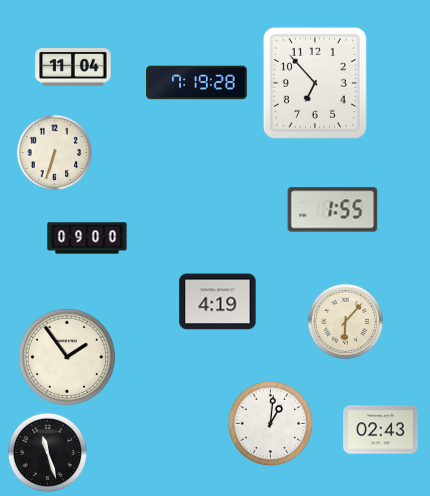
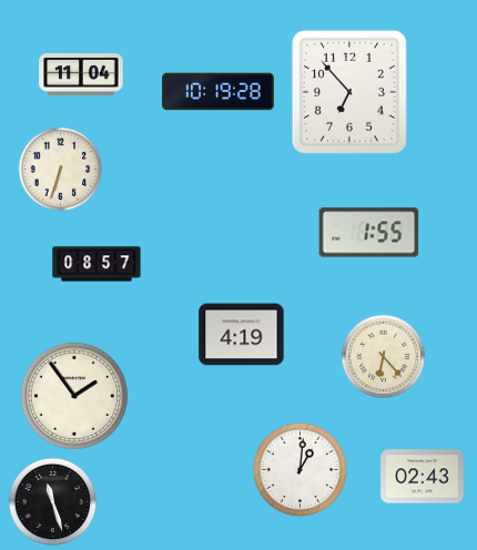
clock at (197, 83): 7:19 -> 10:19
clock at (87, 238): 09:00 -> 08:57
clock at (346, 322): 6:07 -> 6:23
